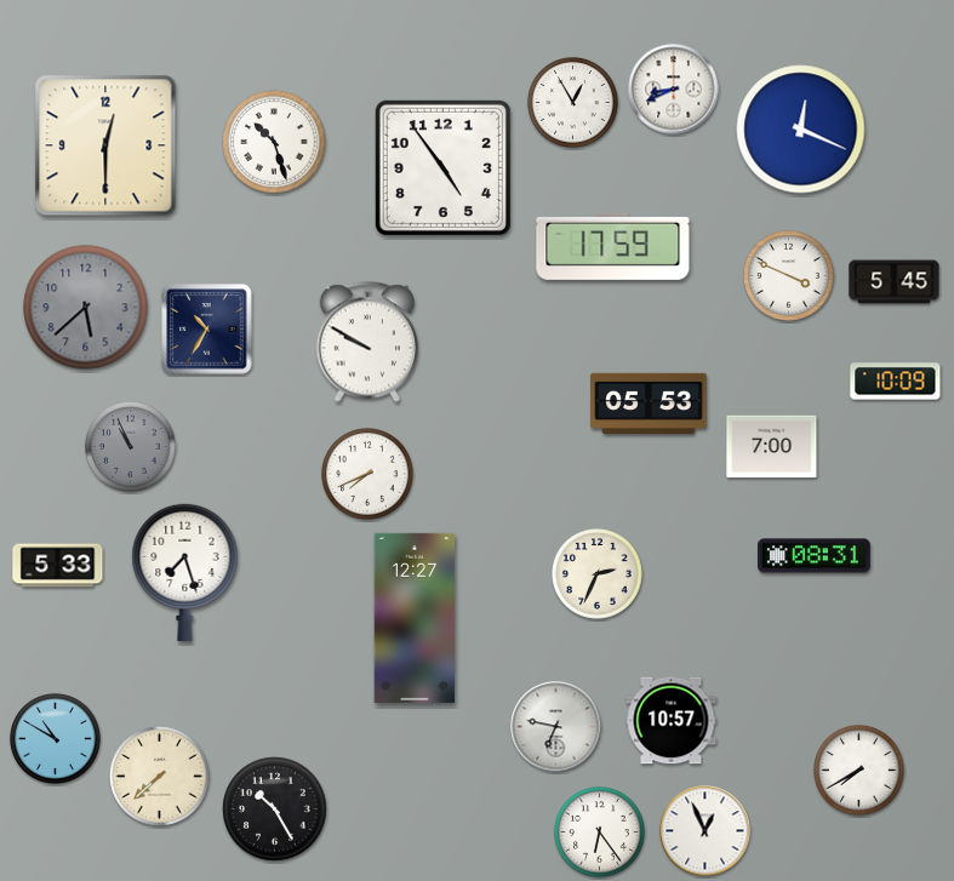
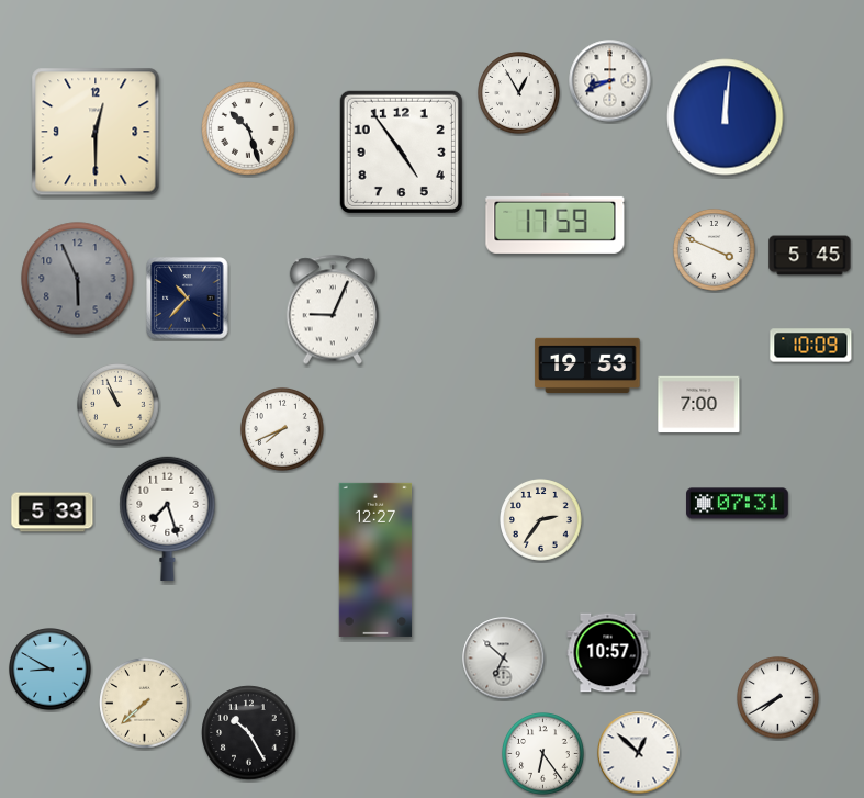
clock at (801, 130): 12:19 -> 12:01
clock at (86, 308): 5:38 -> 5:56
clock at (207, 330): 10:35 -> 10:37
clock at (367, 342): 9:50 -> 9:04
clock at (649, 402): 05:53 -> 19:53
clock at (131, 447) dial: grey -> cream
clock at (369, 475) position: (369, 475) -> (283, 430)
clock at (815, 556): 08:31 -> 07:31
clock at (598, 574): 2:34 -> 2:36
clock at (556, 727): 6:47 -> 6:52
clock at (56, 739): 10:50 -> 8:50
clock at (705, 831): 12:56 -> 12:52
